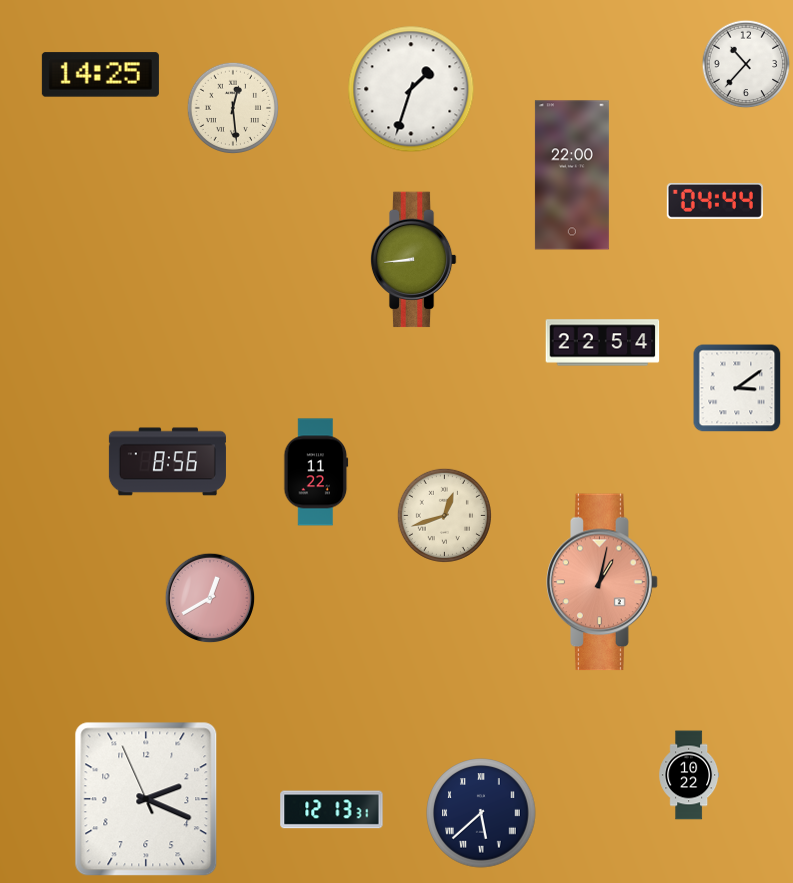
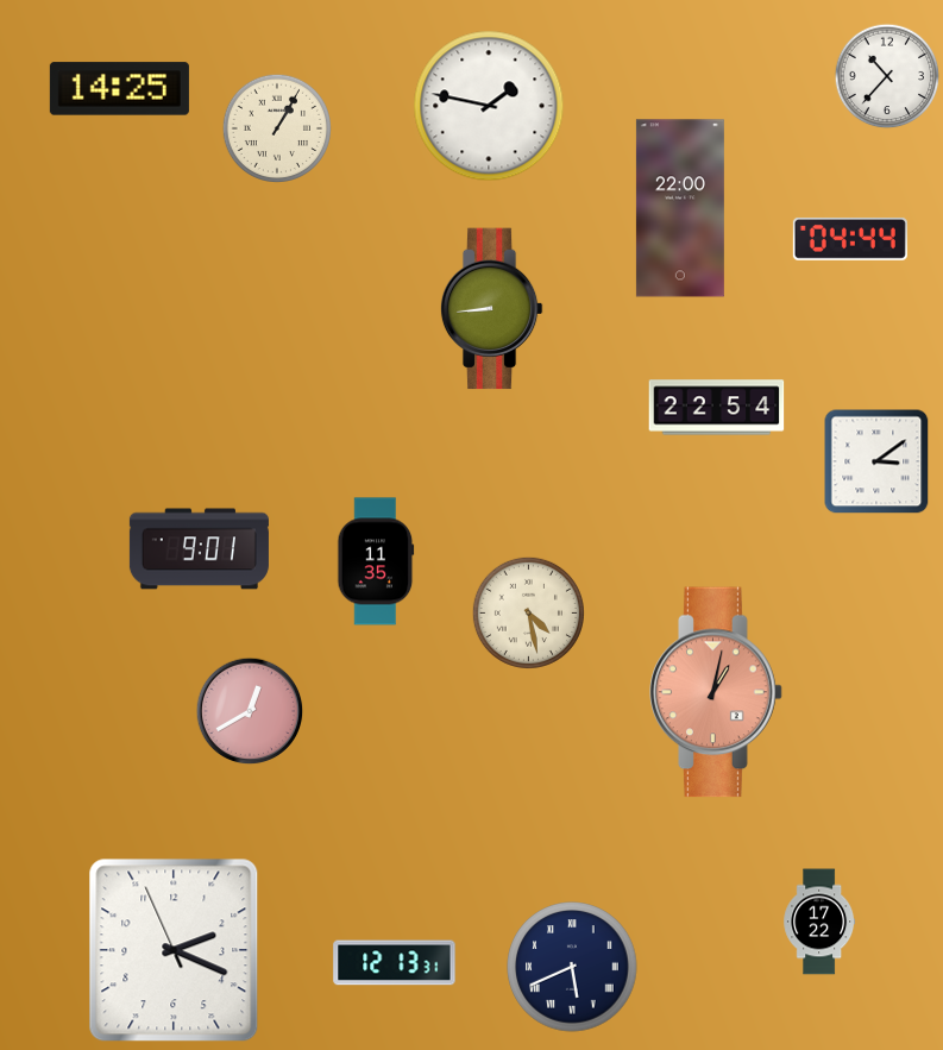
clock at (411, 89): 1:33 -> 1:47
clock at (232, 107): 12:29 -> 1:05
clock at (167, 462): 8:56 -> 9:01
clock at (316, 472): 11:22 -> 11:35
clock at (444, 515): 12:42 -> 4:28
clock at (689, 775): 10:22 -> 17:22
clock at (481, 813): 5:38 -> 5:41
